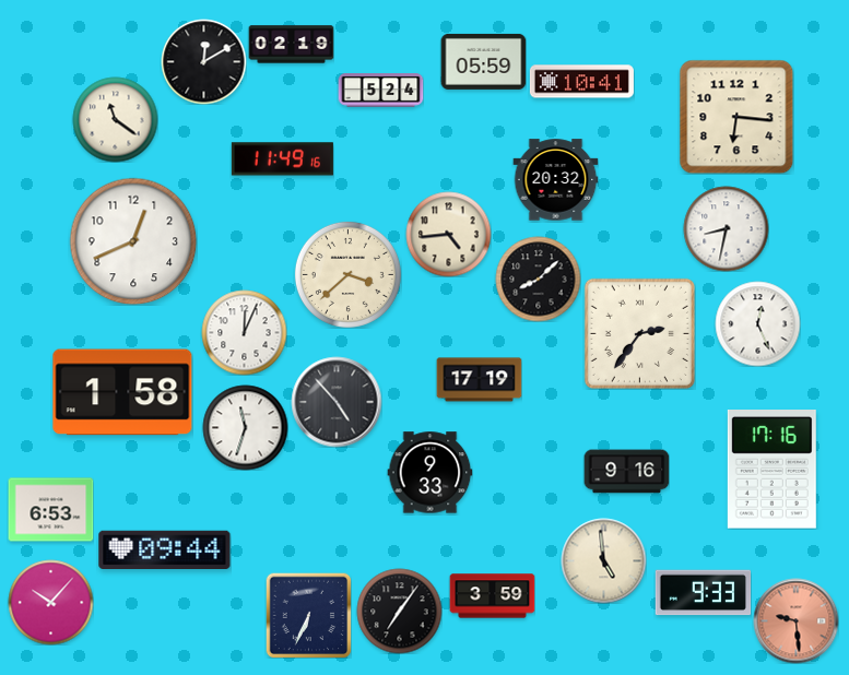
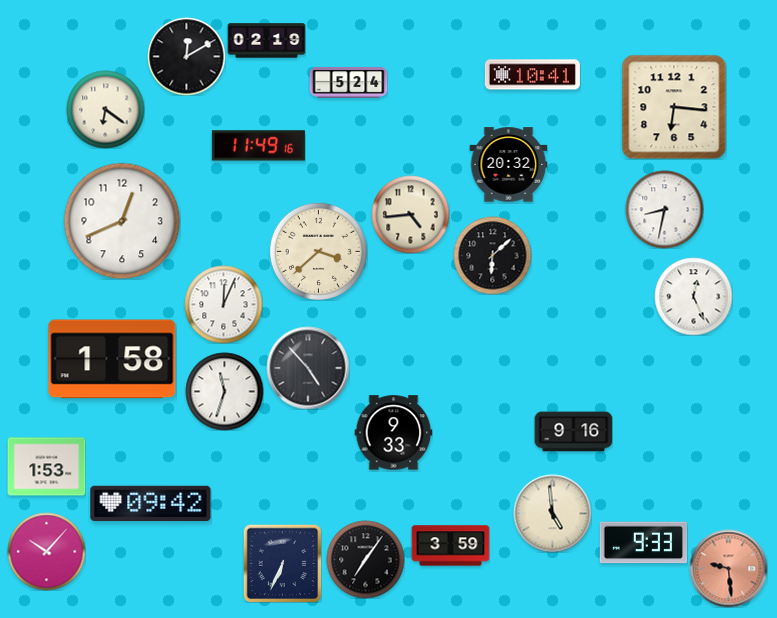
clock at (483, 61): 05:59 -> none
clock at (115, 119): 11:21 -> 6:21
clock at (538, 279): 8:08 -> 6:08
clock at (639, 333): 2:36 -> none
clock at (479, 380): 17:19 -> none
clock at (771, 470): 17:16 -> none
clock at (50, 510): 6:53 -> 1:53
clock at (165, 549): 09:44 -> 09:42
